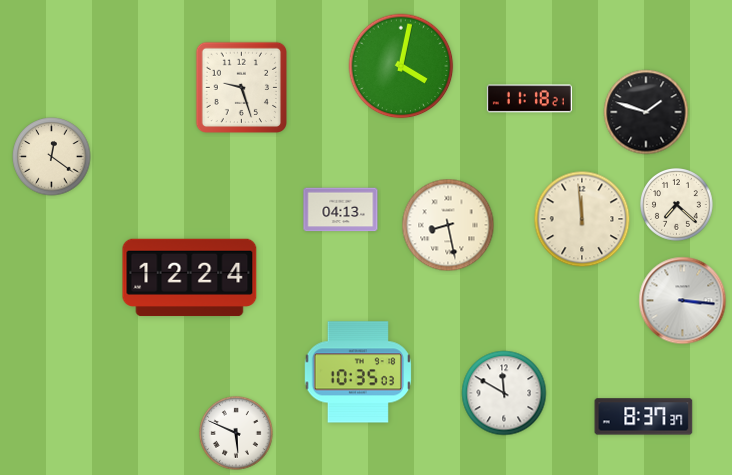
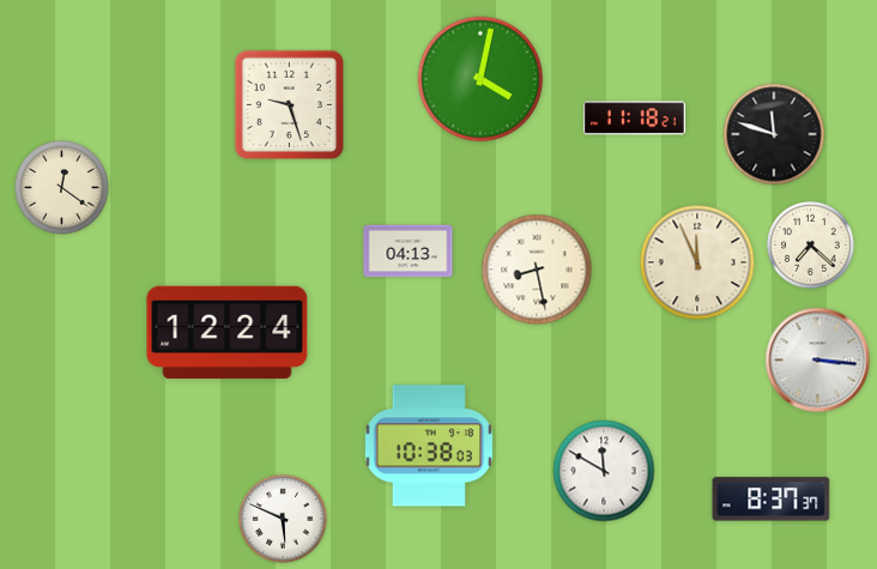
clock at (646, 112): 1:48 -> 11:48
clock at (582, 219): 11:59 -> 11:56
clock at (358, 372): 10:35 -> 10:38
